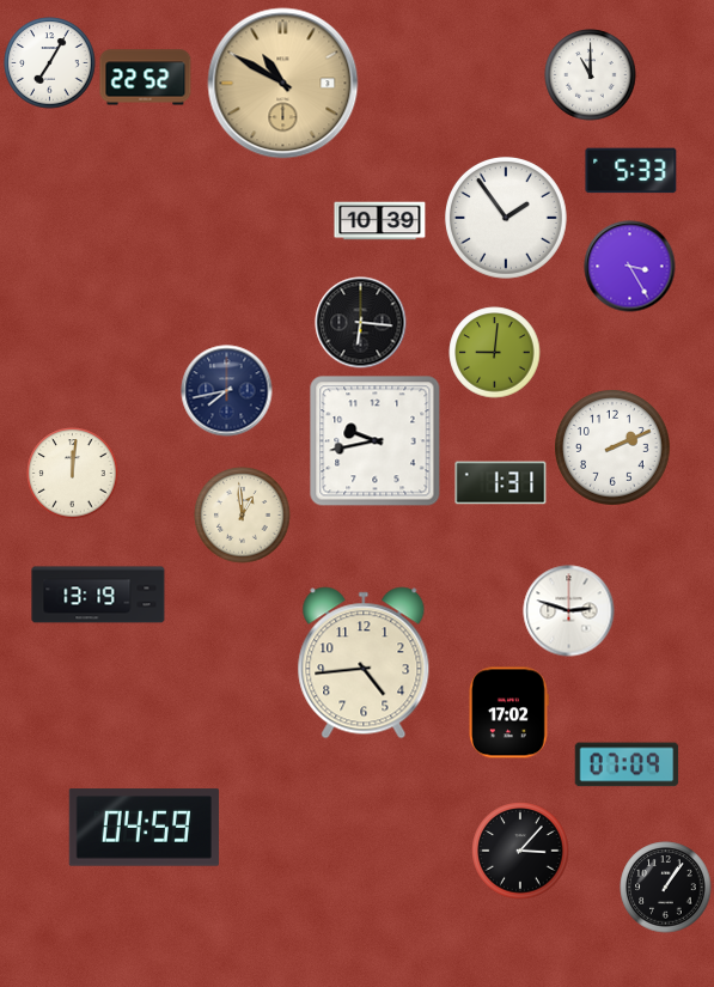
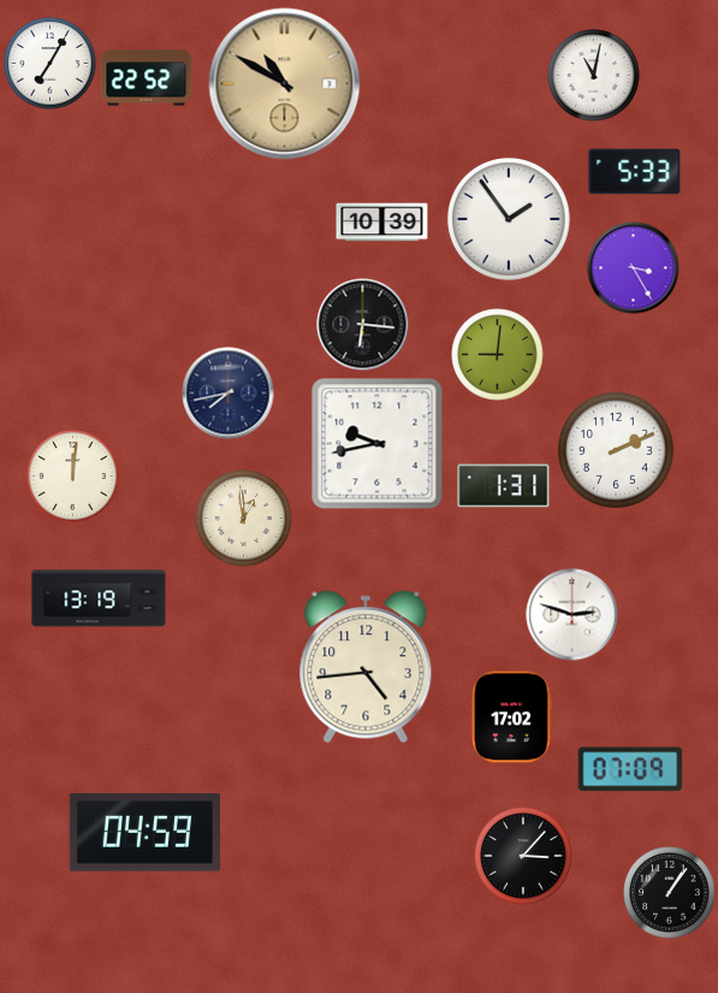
clock at (591, 75): 11:00 -> 11:02
